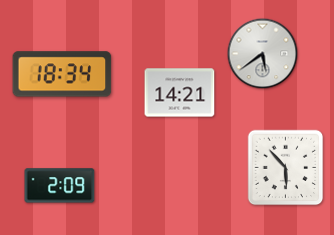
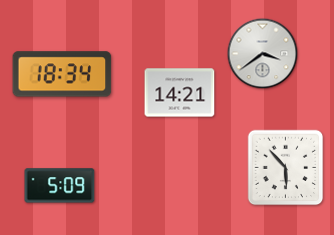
clock at (263, 54): 5:39 -> 3:39
clock at (60, 186): 2:09 -> 5:09
